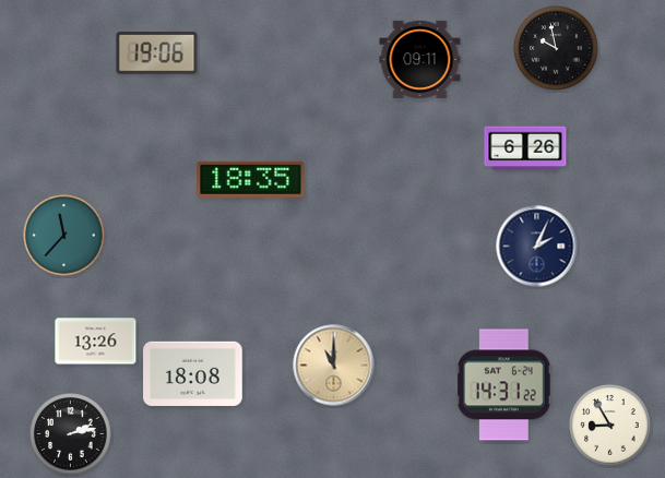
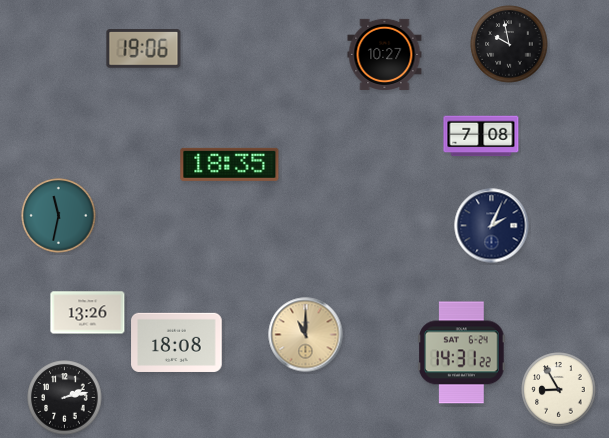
clock at (420, 59): 09:11 -> 10:27
clock at (525, 148): 6:26 -> 7:08
clock at (64, 236): 11:37 -> 11:32
